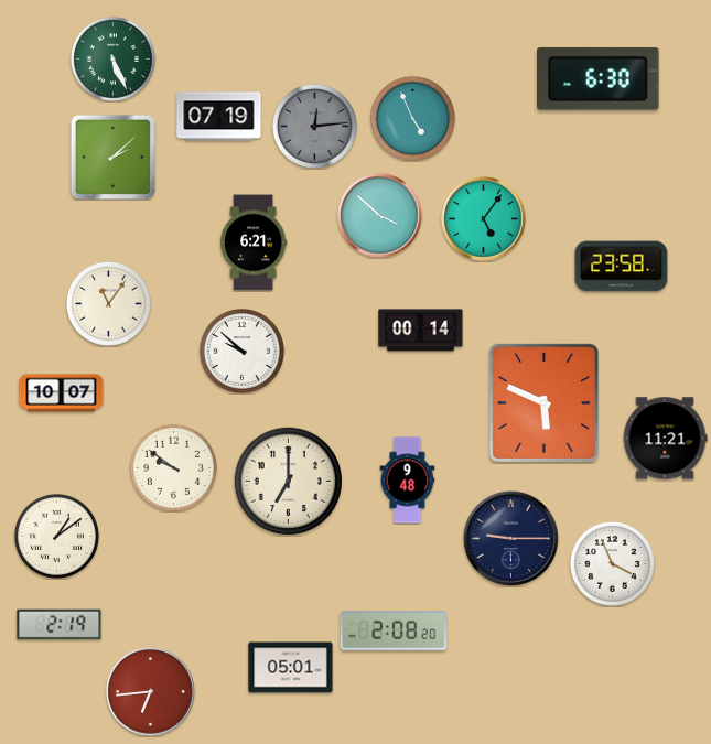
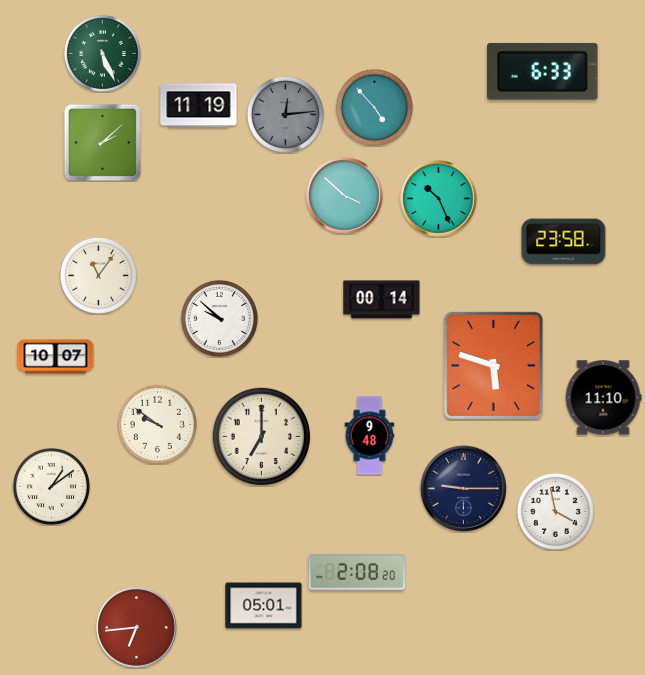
clock at (599, 78): 6:30 -> 6:33
clock at (219, 117): 07:19 -> 11:19
clock at (412, 118): 4:56 -> 4:53
clock at (484, 219): 5:06 -> 10:26
clock at (254, 242): 6:21 -> none
clock at (543, 402): 5:49 -> 5:48
clock at (665, 439): 11:21 -> 11:10
clock at (612, 563): 3:56 -> 3:58
clock at (60, 625): 2:19 -> none
